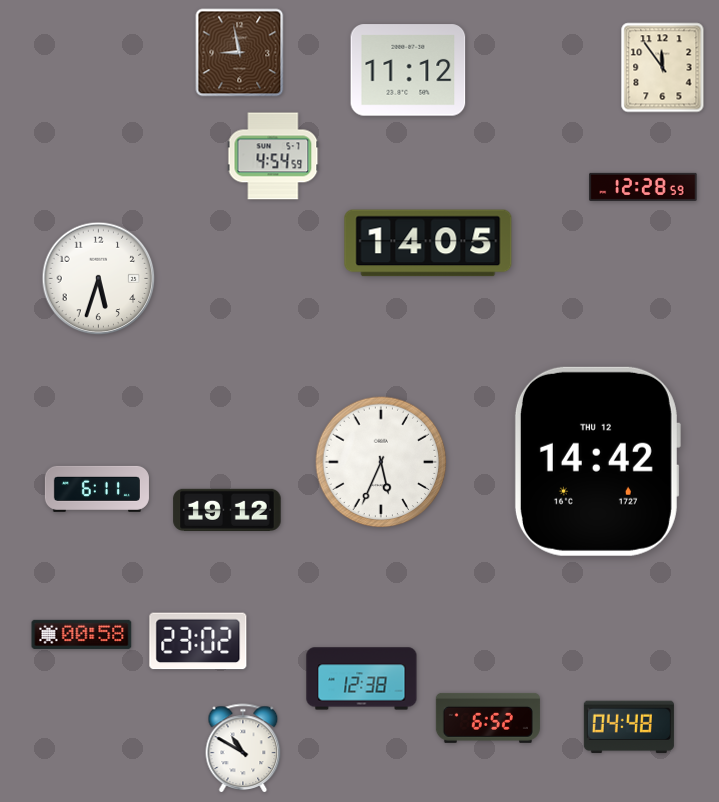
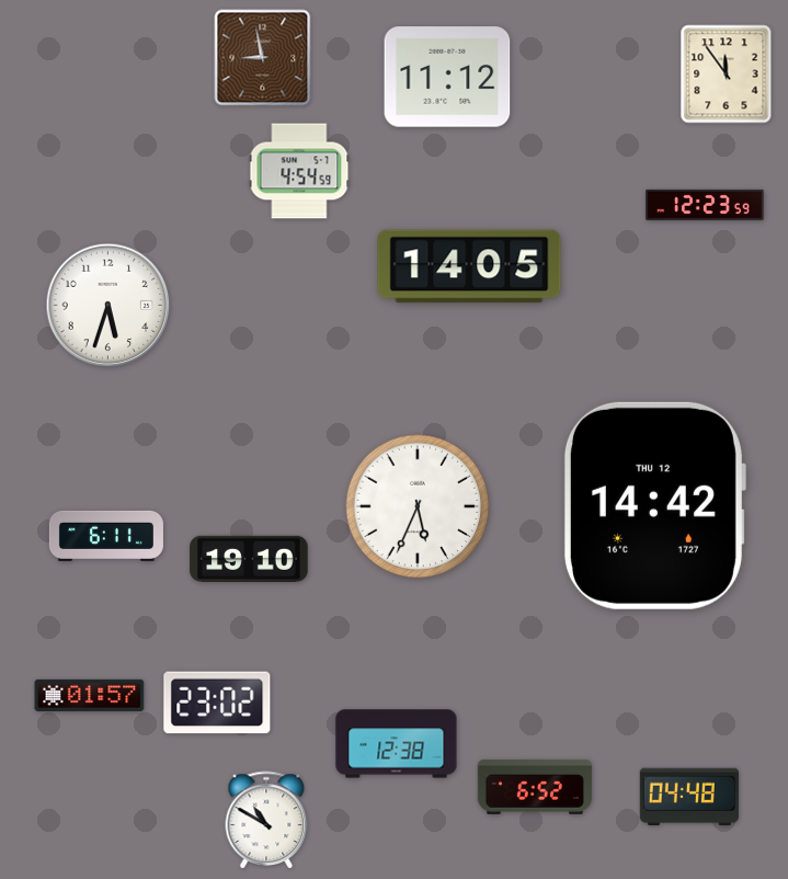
clock at (643, 187): 12:28 -> 12:23
clock at (227, 510): 19:12 -> 19:10
clock at (82, 634): 00:58 -> 01:57
